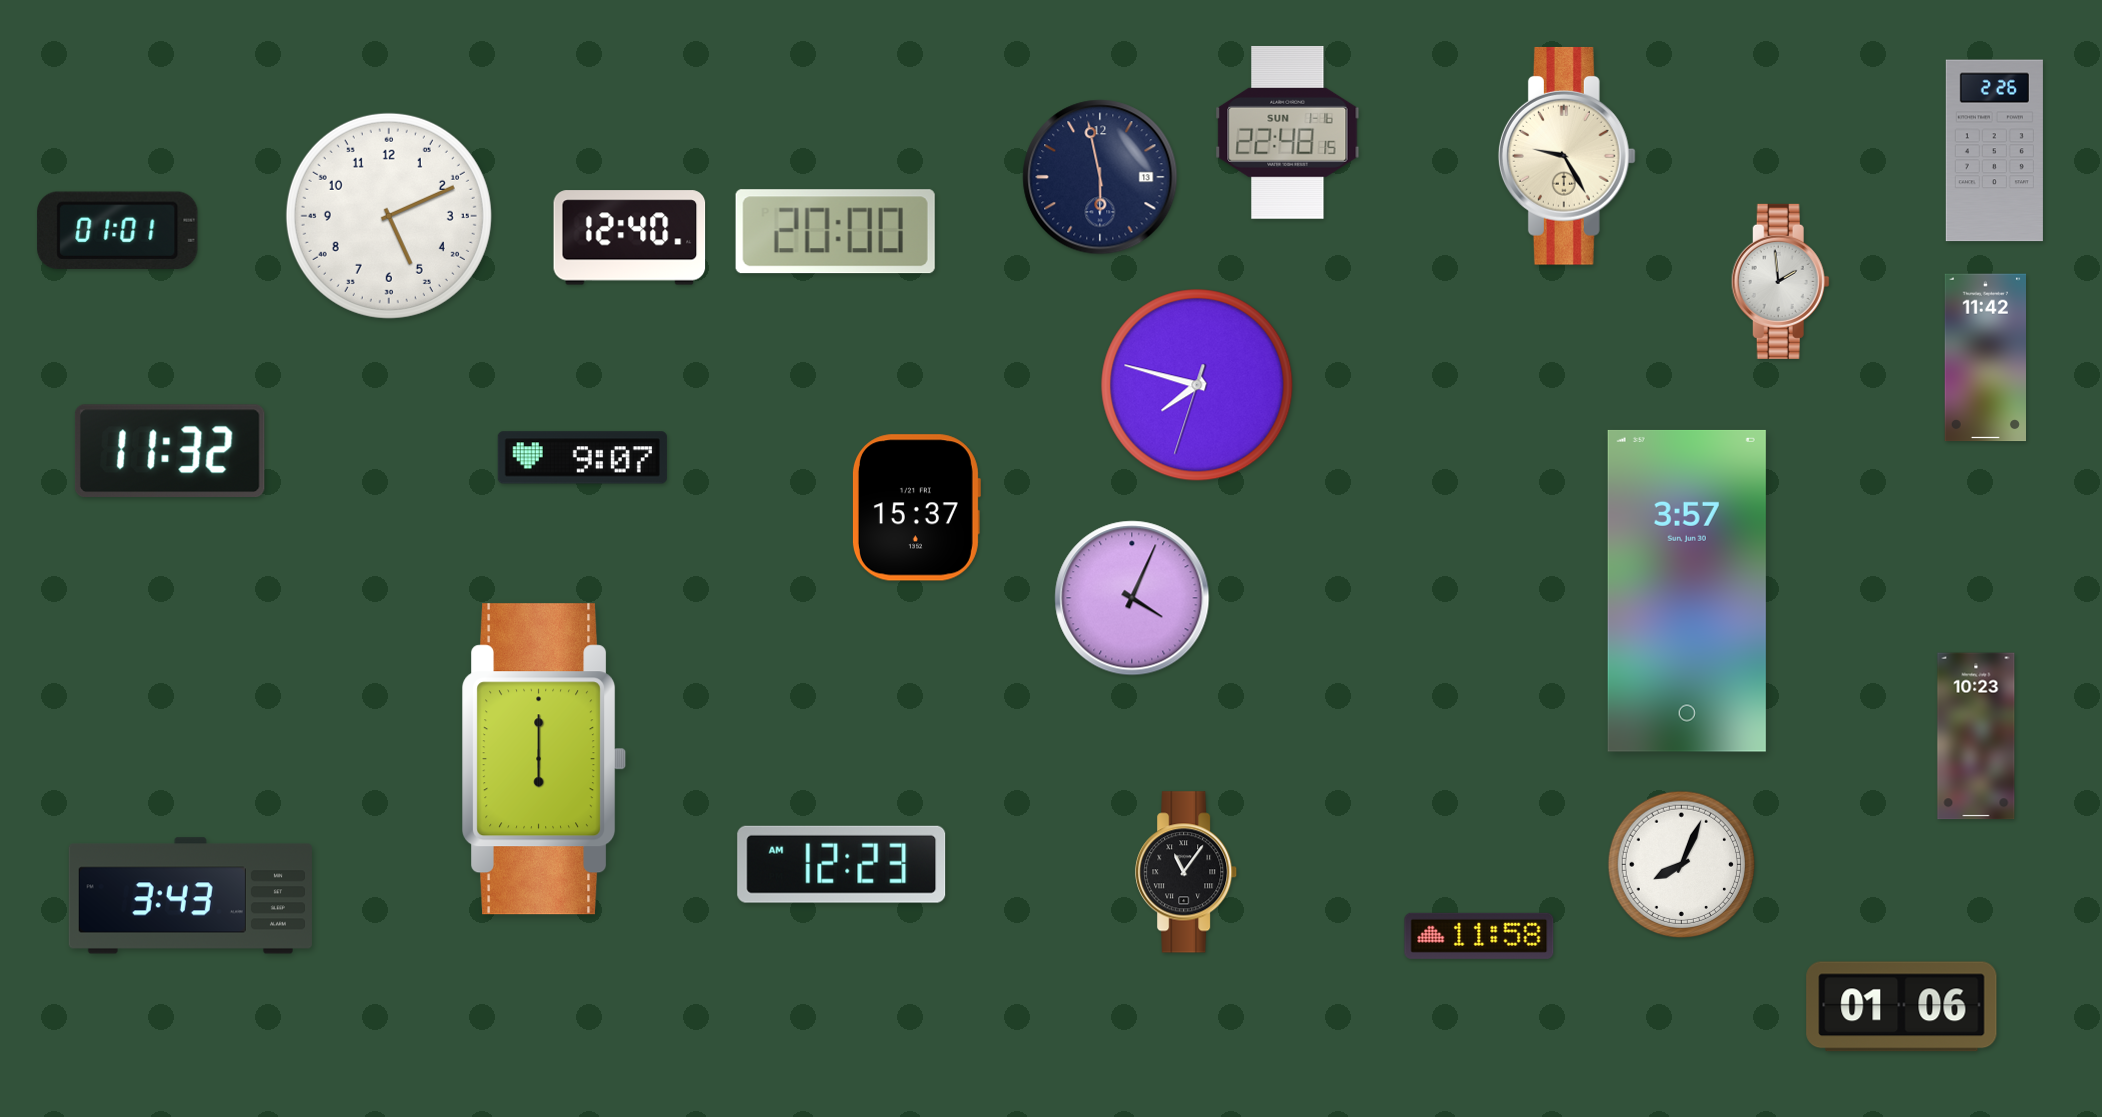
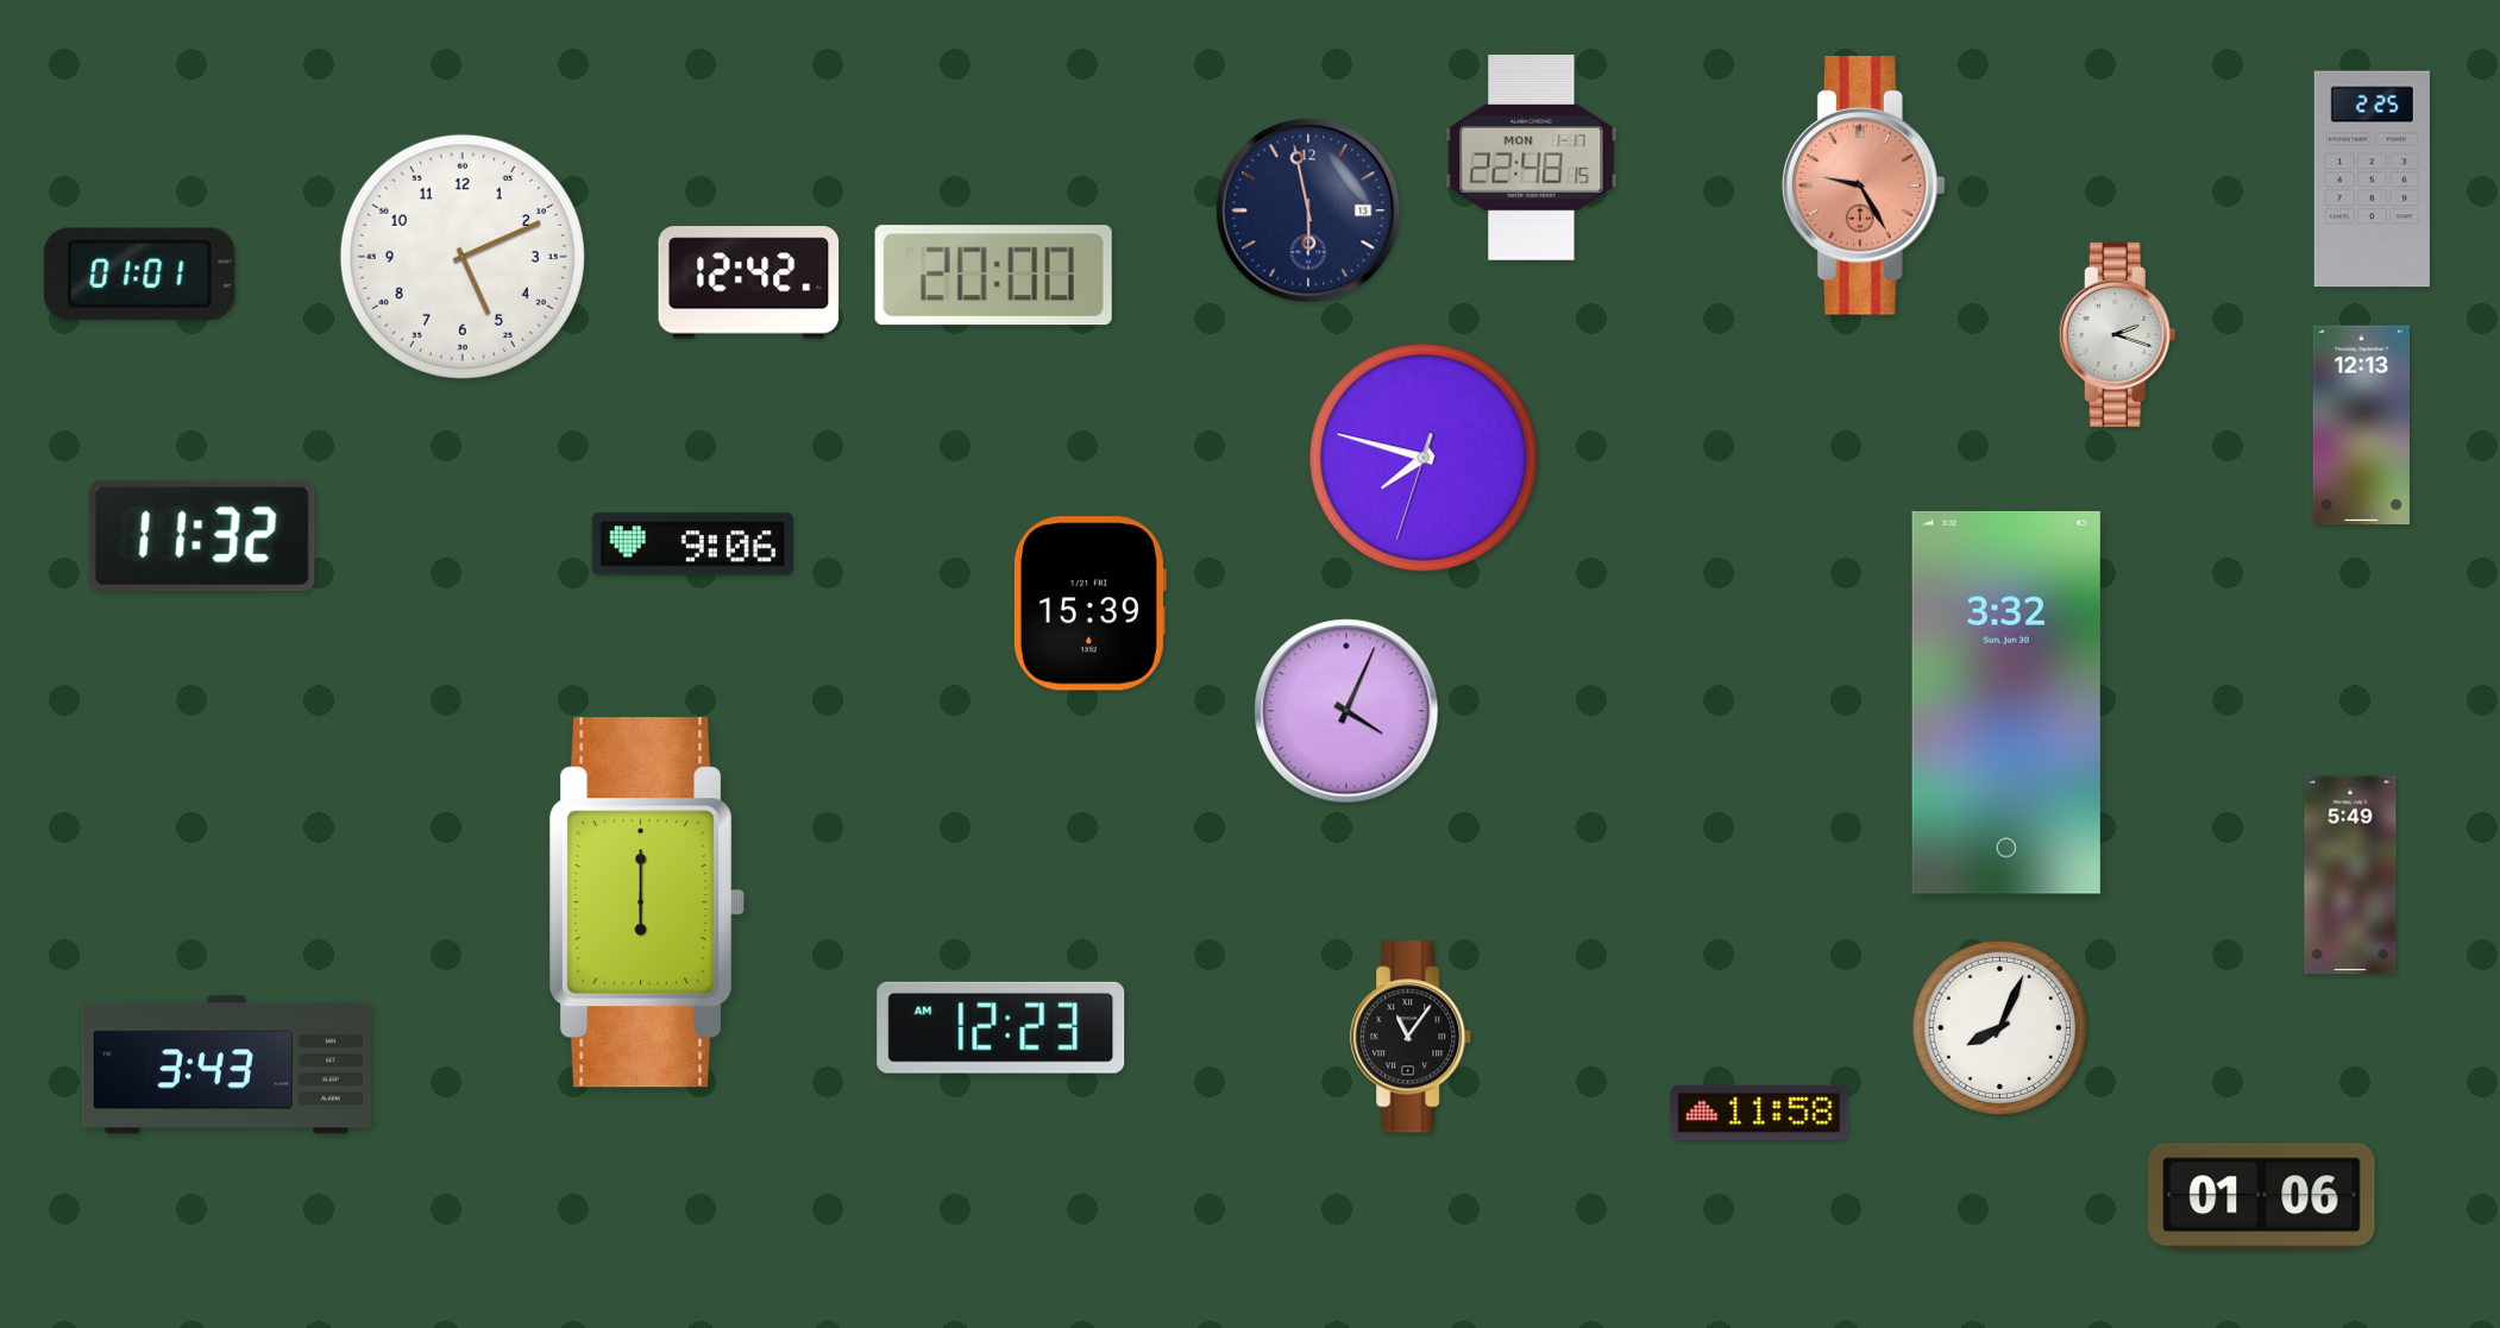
clock at (1288, 133) date: SUN 1-16 -> MON 1-17
clock at (1994, 151): 2:26 -> 2:25
clock at (1567, 156) dial: cream -> salmon
clock at (630, 238): 12:40 -> 12:42
clock at (1780, 281): 1:59 -> 2:18
clock at (1985, 358): 11:42 -> 12:13
clock at (582, 458): 9:07 -> 9:06
clock at (916, 508): 15:37 -> 15:39
clock at (1687, 591): 3:57 -> 3:32
clock at (1976, 736): 10:23 -> 5:49
